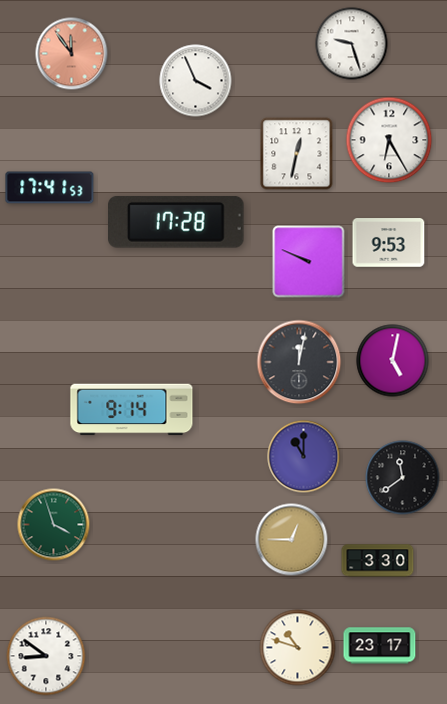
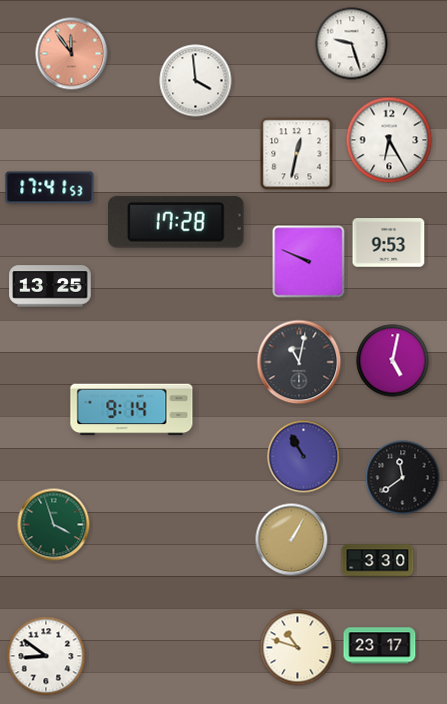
clock at (196, 81): 3:56 -> 3:59
clock at (50, 286): none -> 13:25
clock at (299, 362): 12:02 -> 11:02
clock at (304, 457): 11:00 -> 10:55
clock at (292, 540): 12:45 -> 1:05
